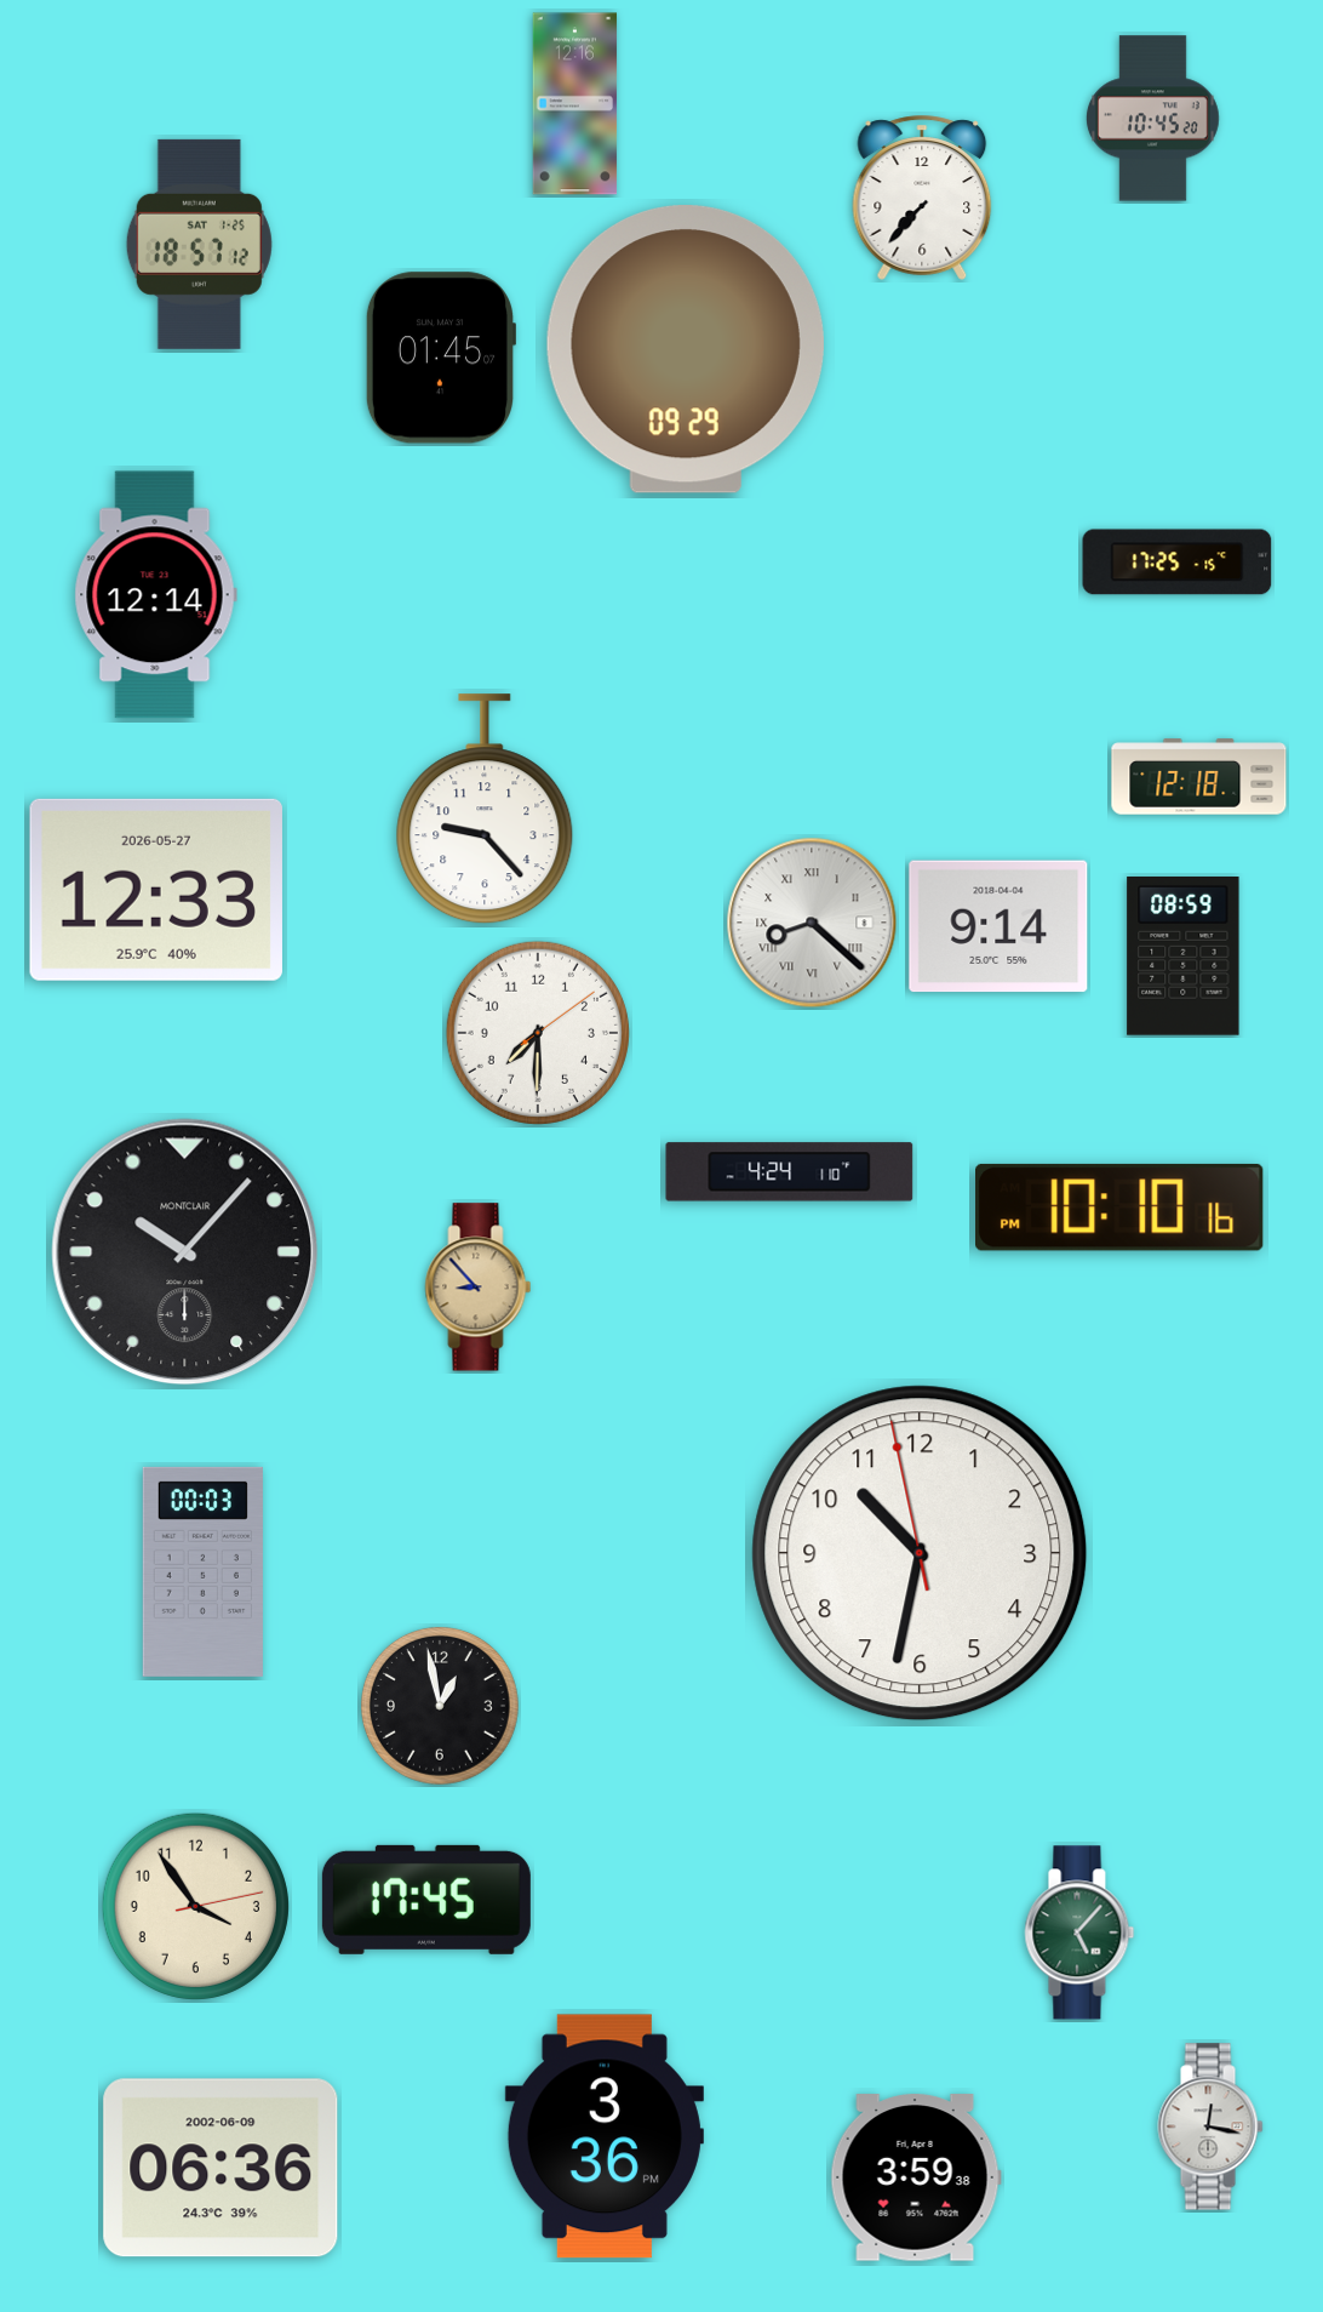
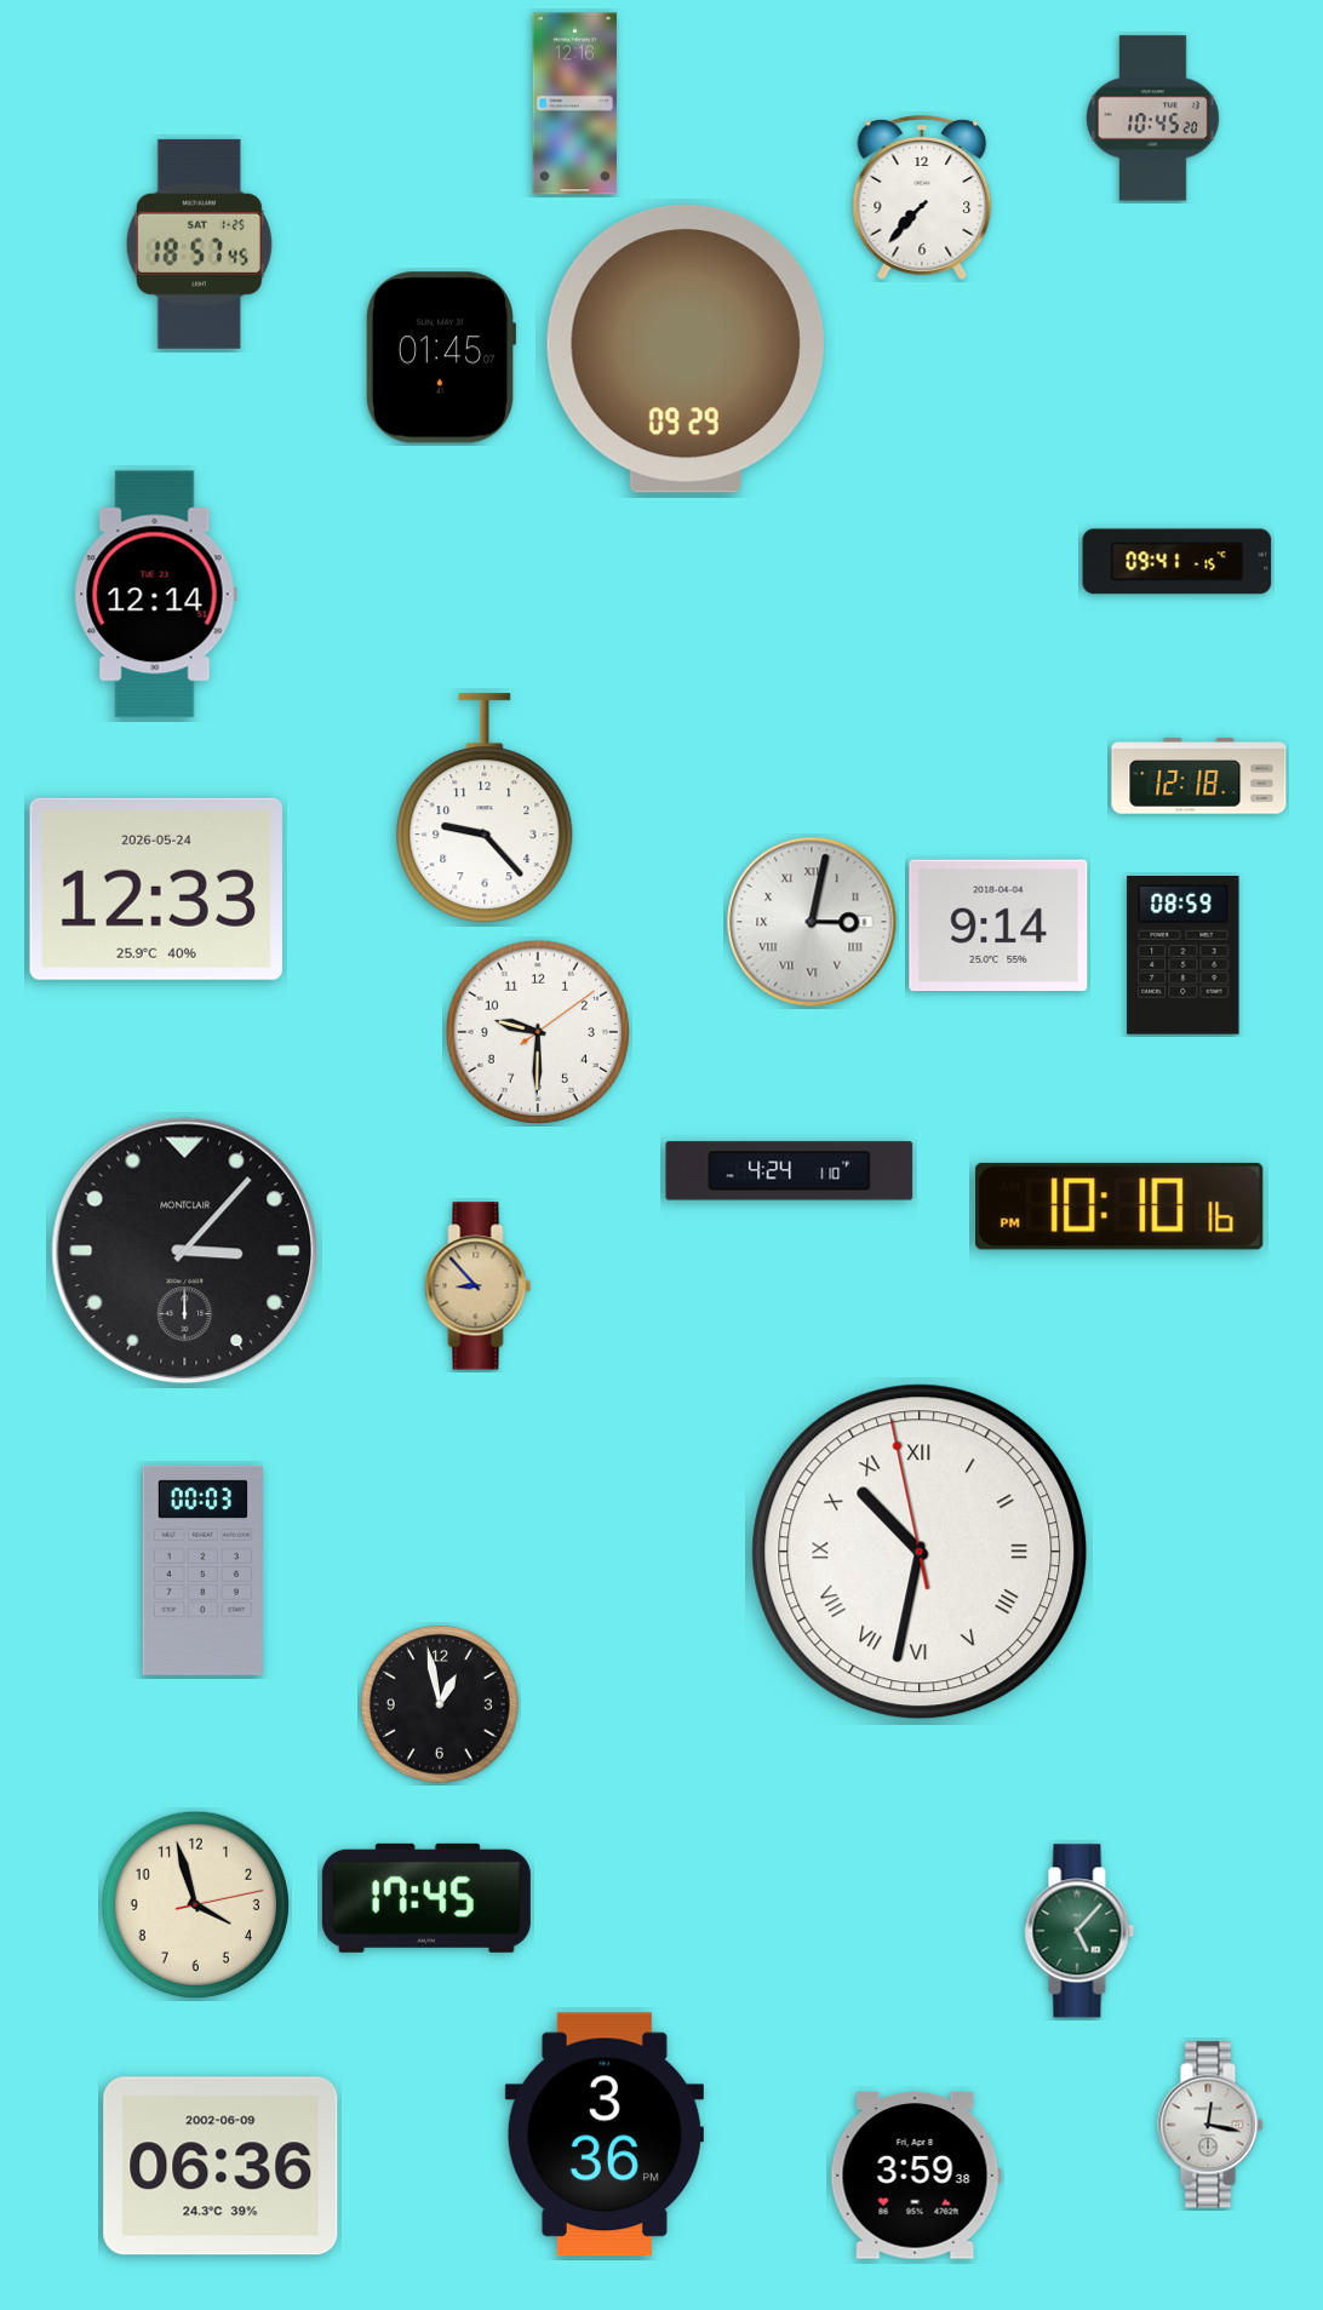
clock at (199, 244): 18:57:12 -> 18:57:45
clock at (1178, 563): 17:25 -> 09:41
clock at (155, 890) date: 2026-05-27 -> 2026-05-24
clock at (812, 923): 8:22 -> 3:02
clock at (538, 1033): 7:30 -> 9:30
clock at (185, 1252): 10:07 -> 3:07
clock at (920, 1553) numerals: Arabic -> Roman
clock at (195, 1906): 3:54 -> 3:57
